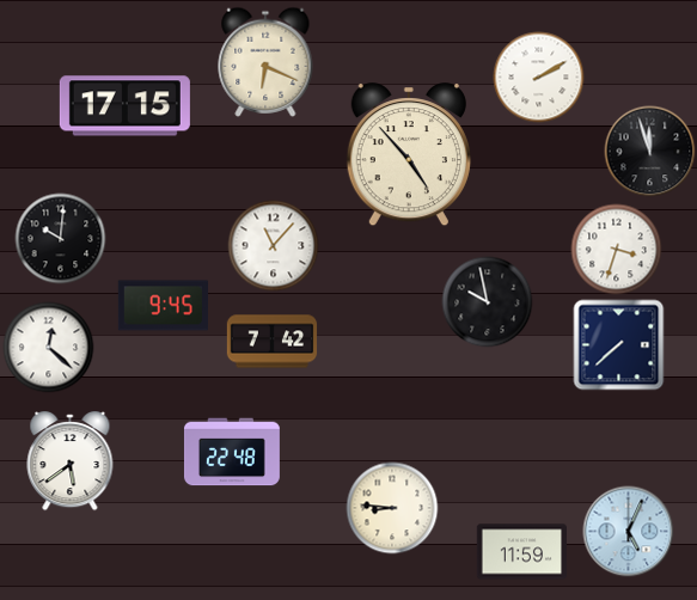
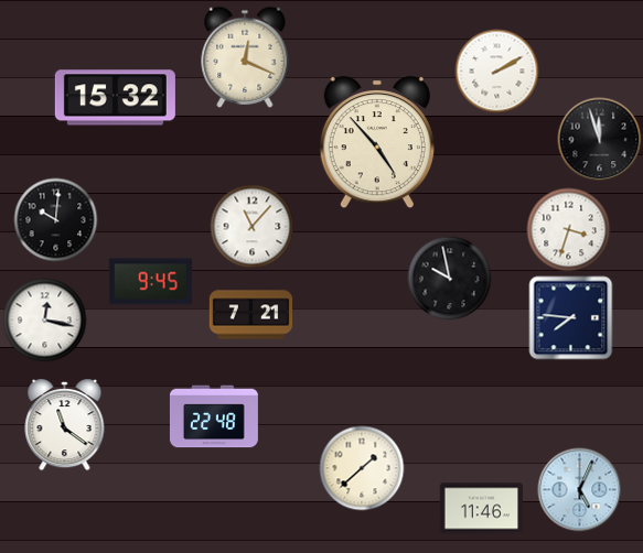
clock at (265, 62): 6:19 -> 12:19
clock at (124, 106): 17:15 -> 15:32
clock at (273, 342): 7:42 -> 7:21
clock at (619, 345): 7:38 -> 7:46
clock at (49, 348): 12:22 -> 12:17
clock at (71, 463): 5:39 -> 11:21
clock at (392, 508): 8:46 -> 1:38
clock at (521, 552): 11:59 -> 11:46
